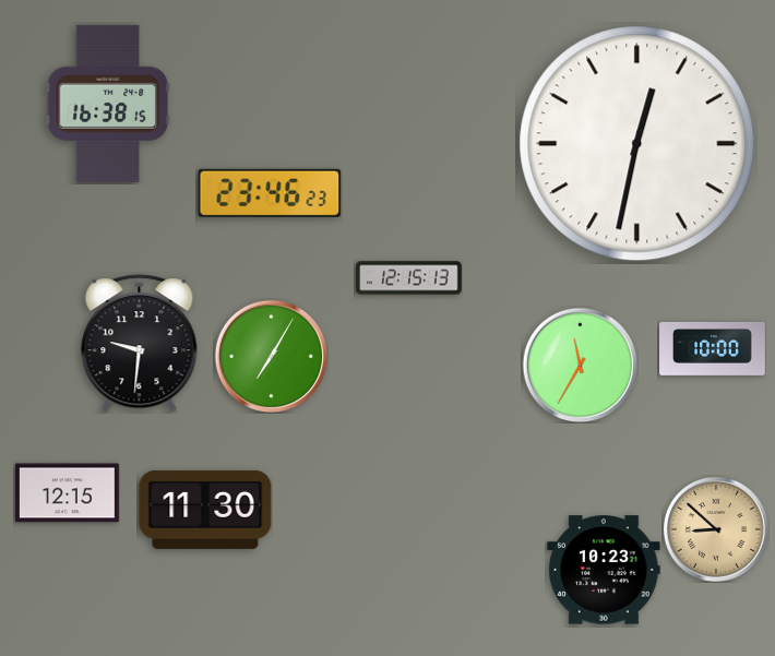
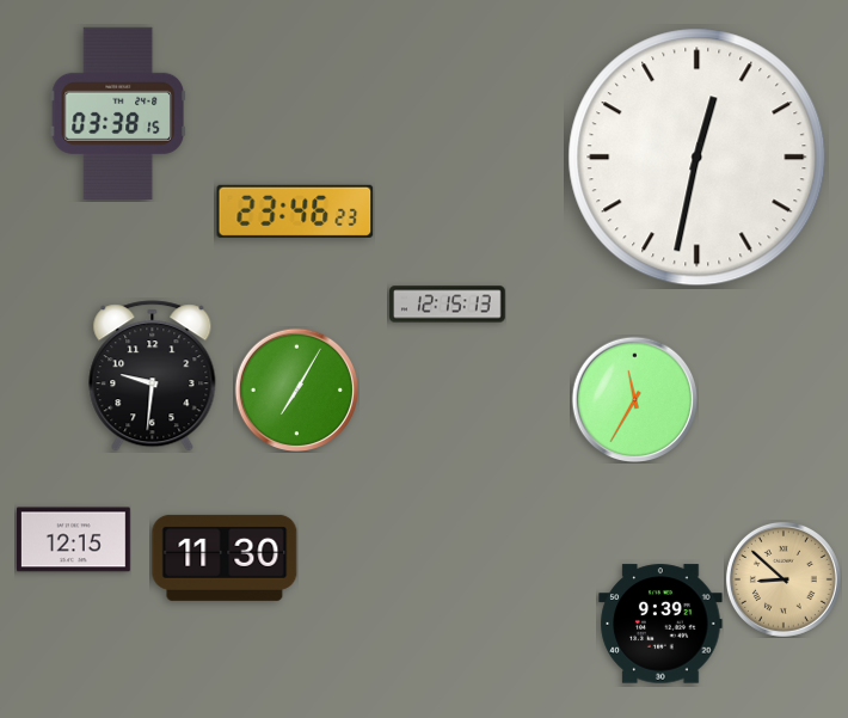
clock at (107, 104): 16:38 -> 03:38
clock at (713, 348): 10:00 -> none
clock at (604, 570): 10:23 -> 9:39
